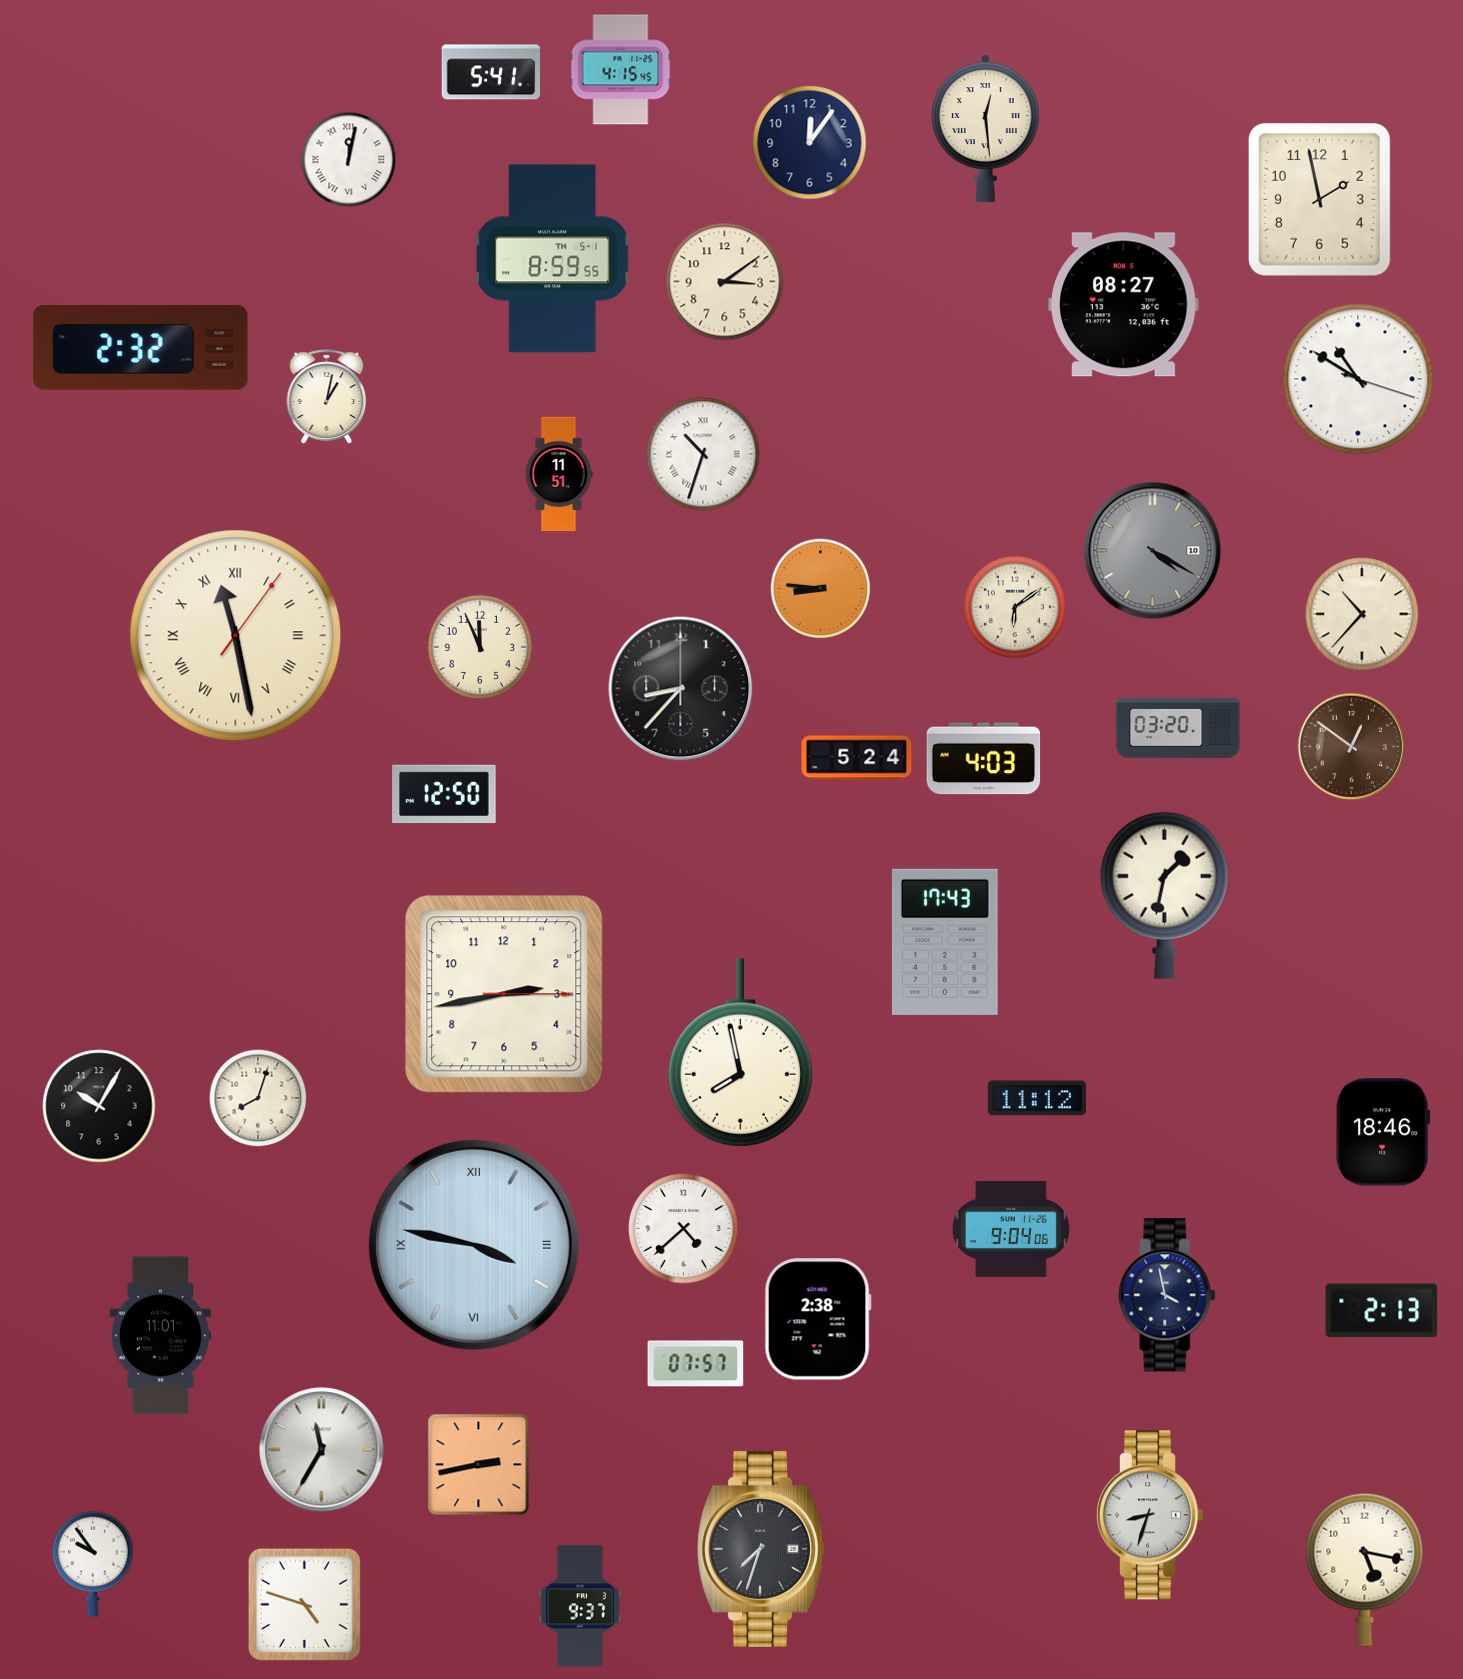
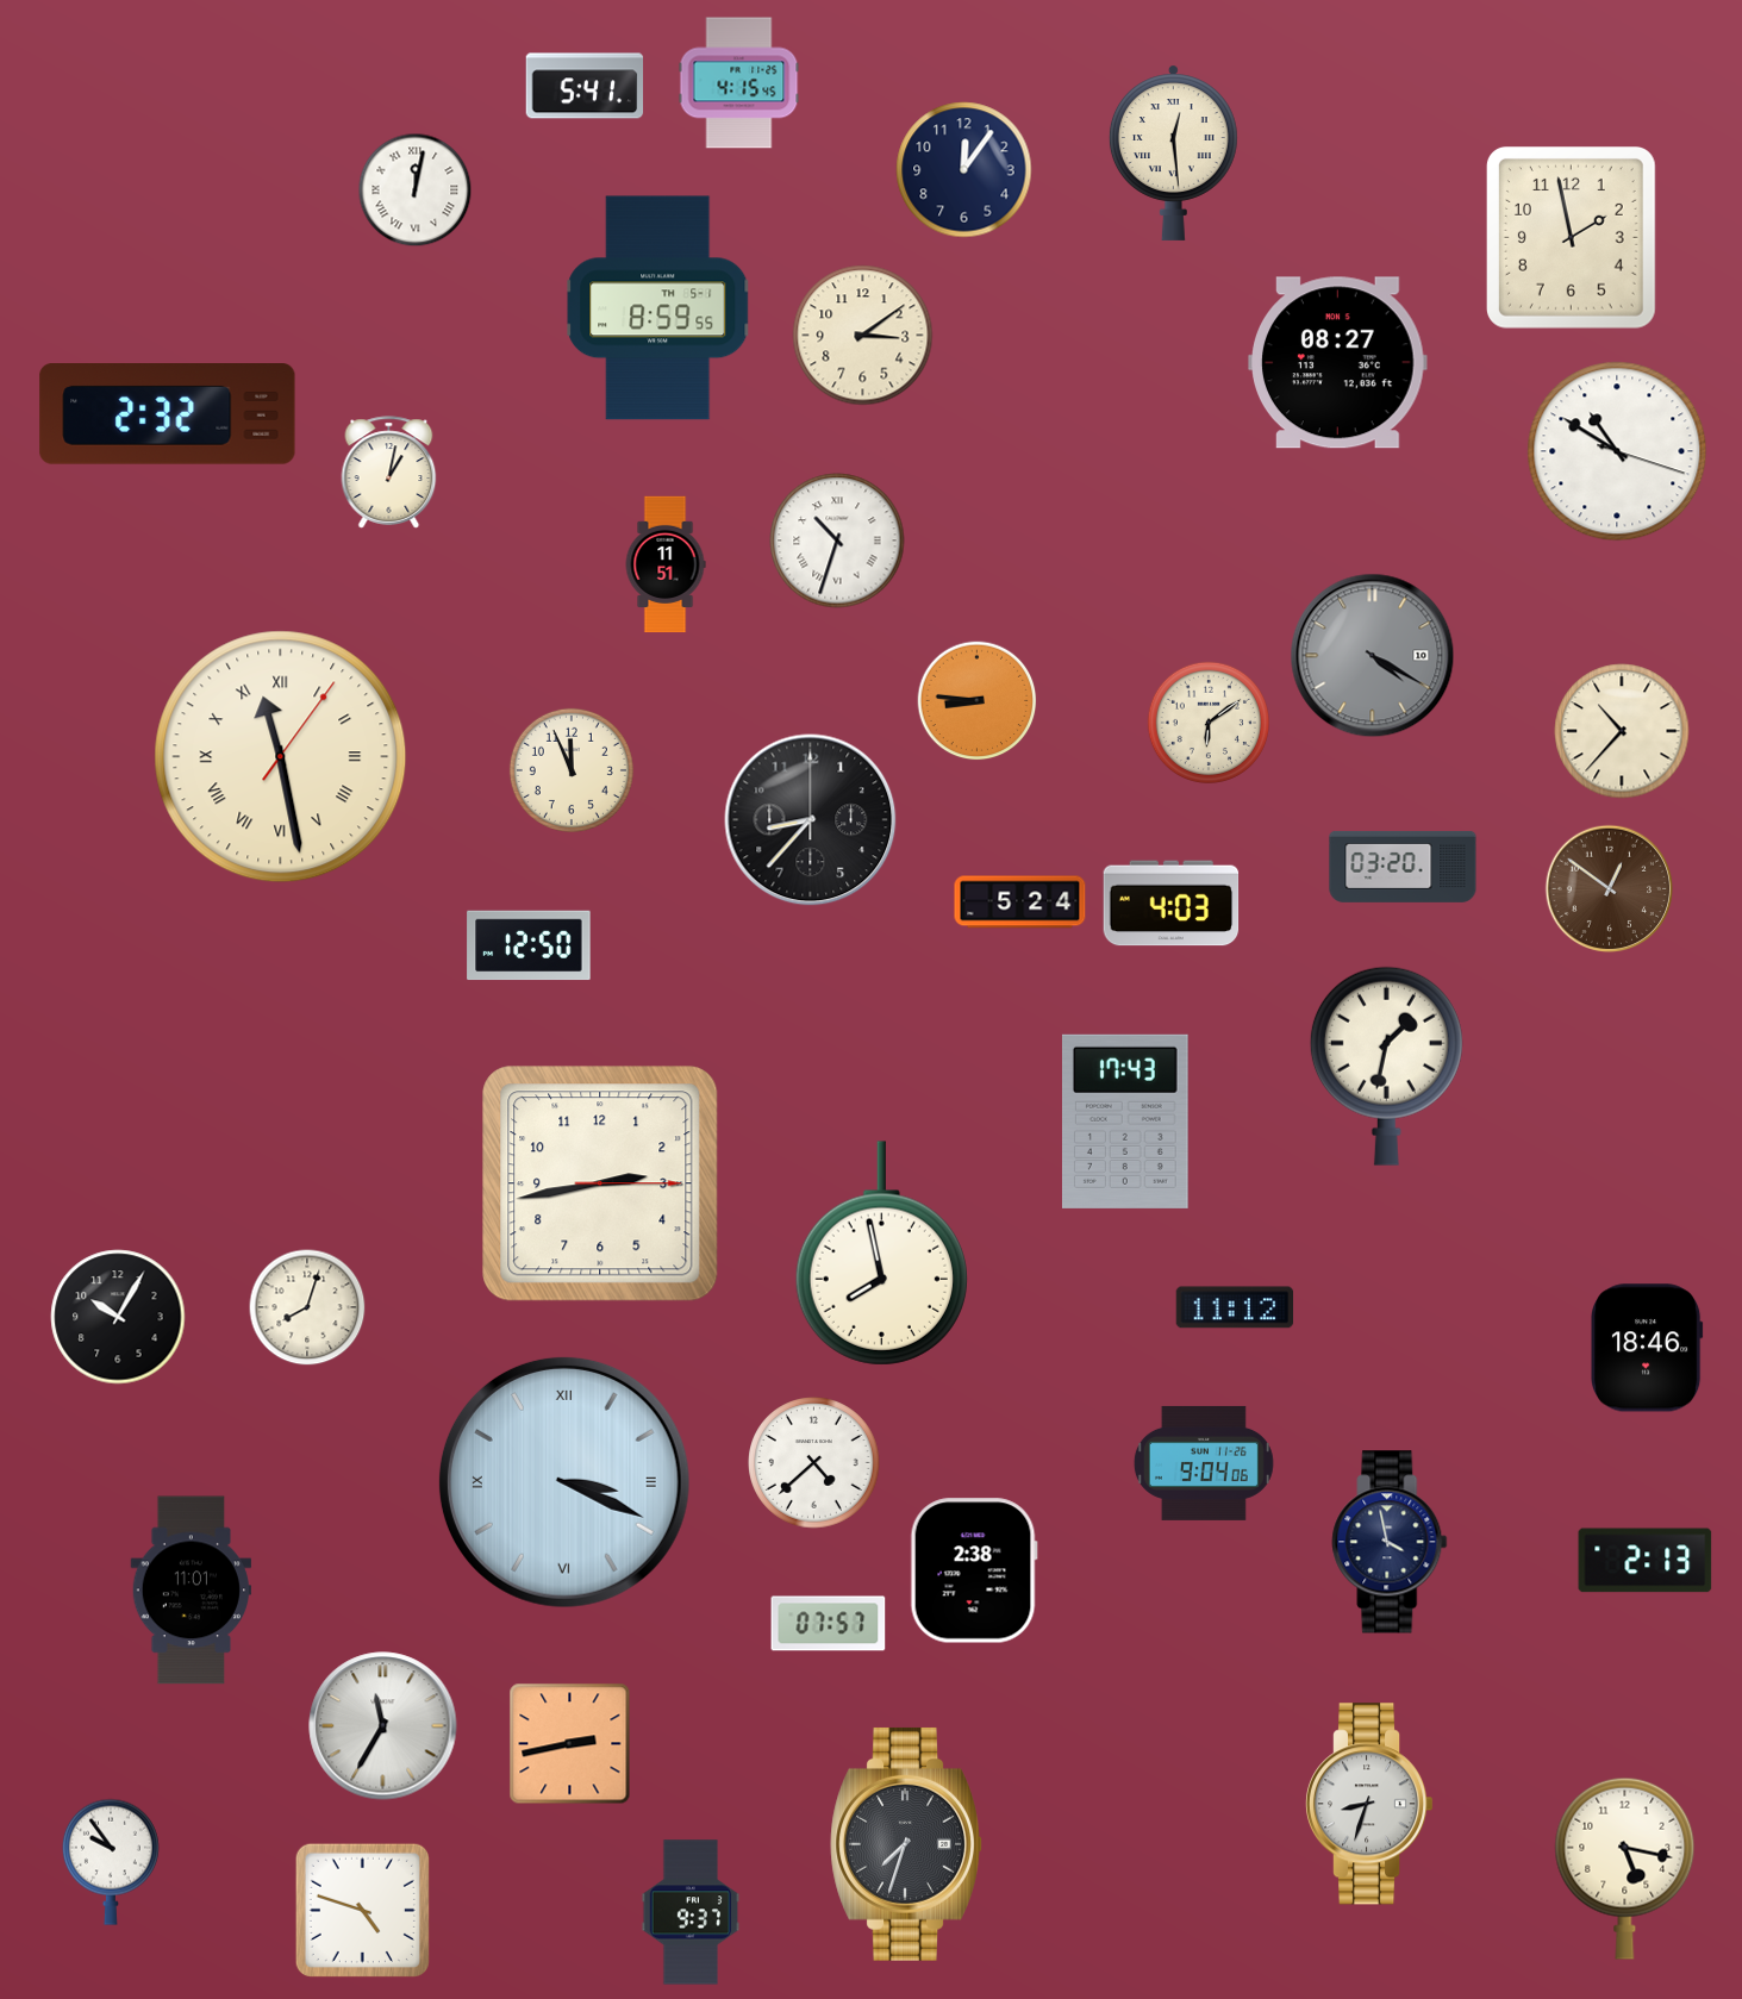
clock at (474, 1245): 3:47 -> 3:19
